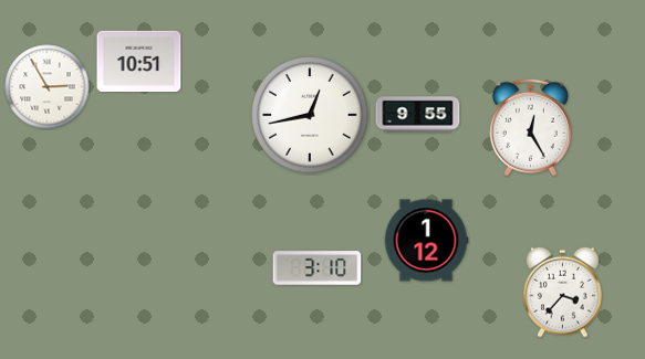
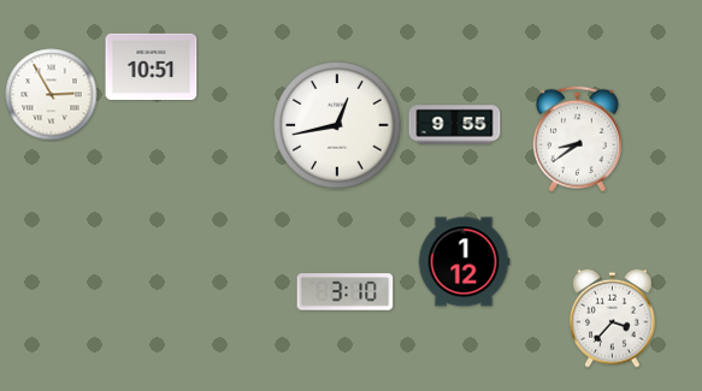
clock at (530, 128): 12:25 -> 8:39
